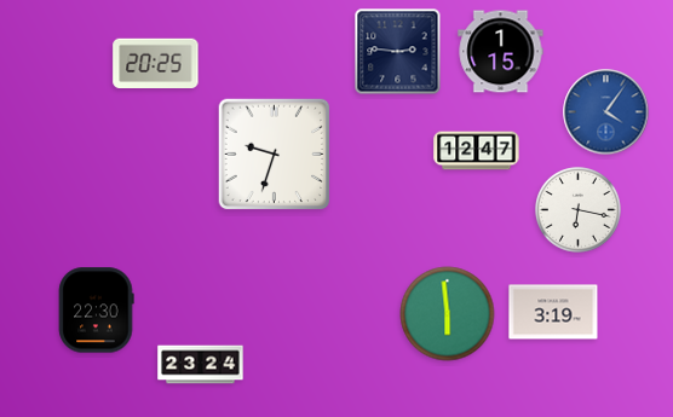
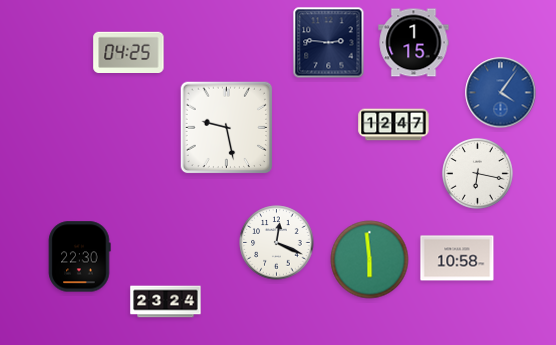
clock at (156, 64): 20:25 -> 04:25
clock at (275, 155): 9:33 -> 9:28
clock at (277, 243): none -> 12:19
clock at (553, 312): 3:19 -> 10:58
